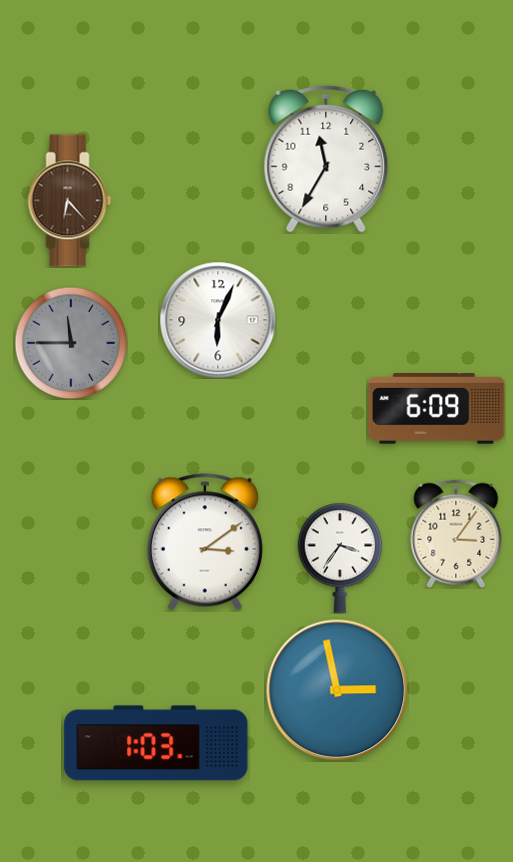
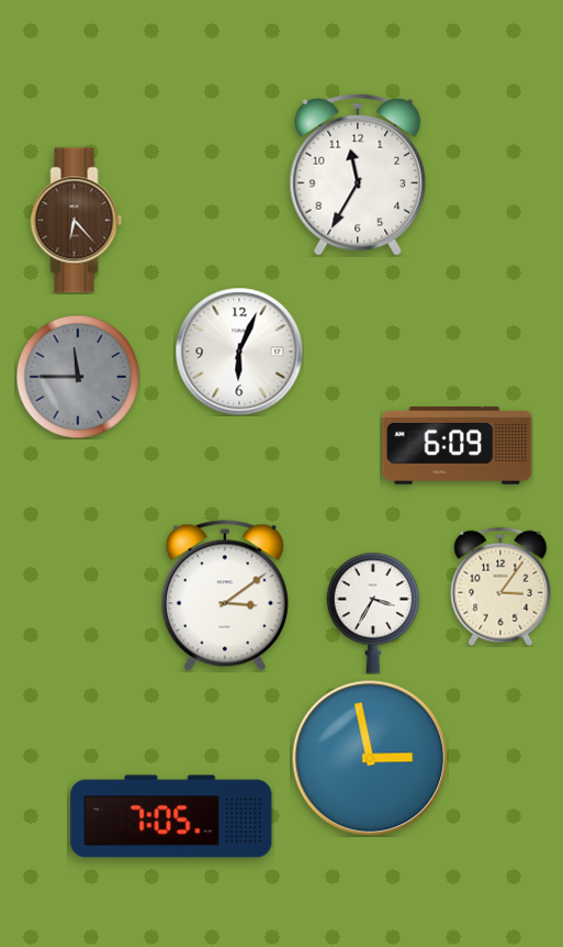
clock at (437, 409) position: (437, 409) -> (458, 446)
clock at (340, 558): 3:36 -> 3:35
clock at (156, 743): 1:03 -> 7:05
